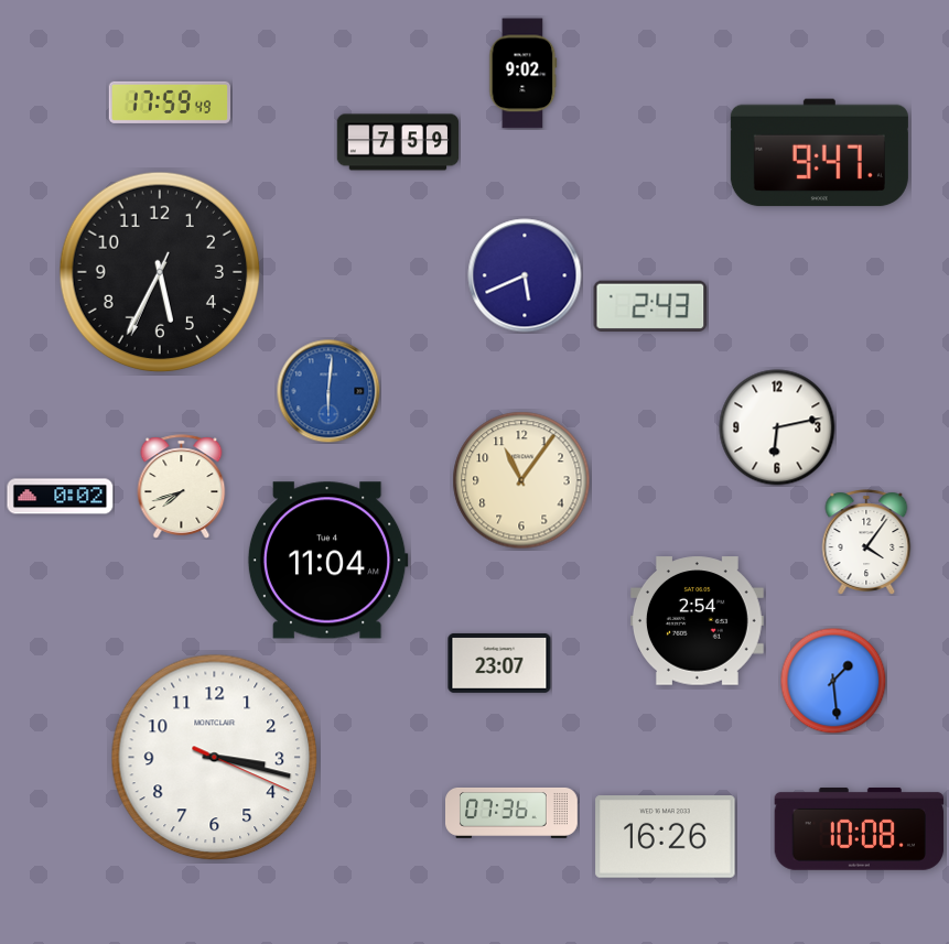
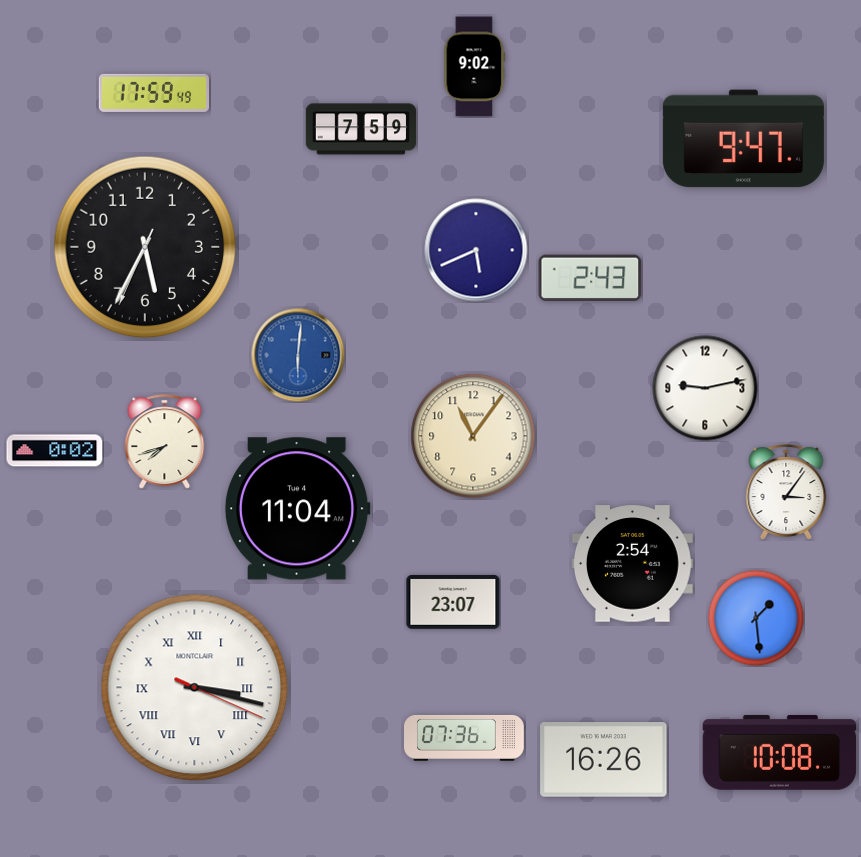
clock at (777, 427): 6:13 -> 9:13
clock at (866, 542): 4:06 -> 3:06
clock at (215, 758) numerals: Arabic -> Roman
